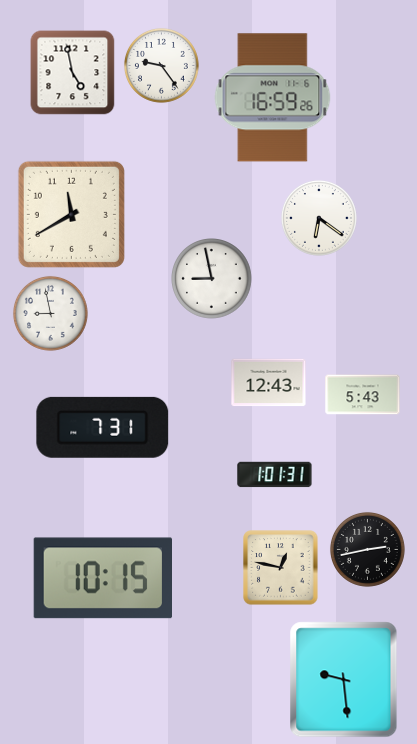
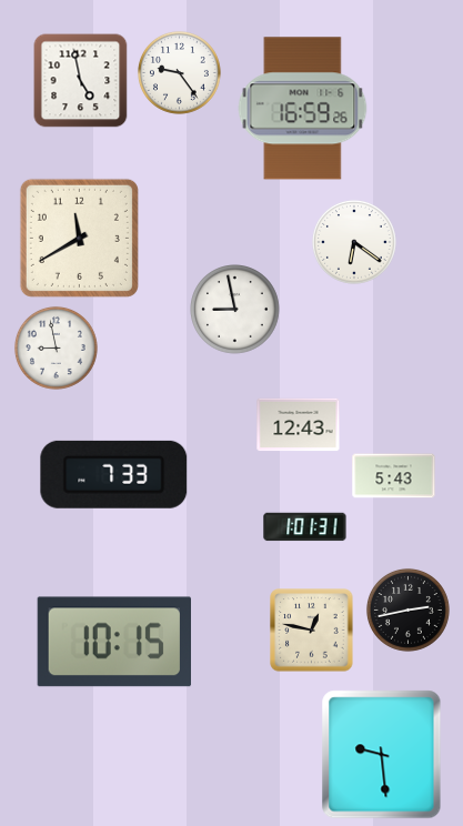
clock at (363, 395) position: (363, 395) -> (394, 476)
clock at (103, 427): 7:31 -> 7:33
